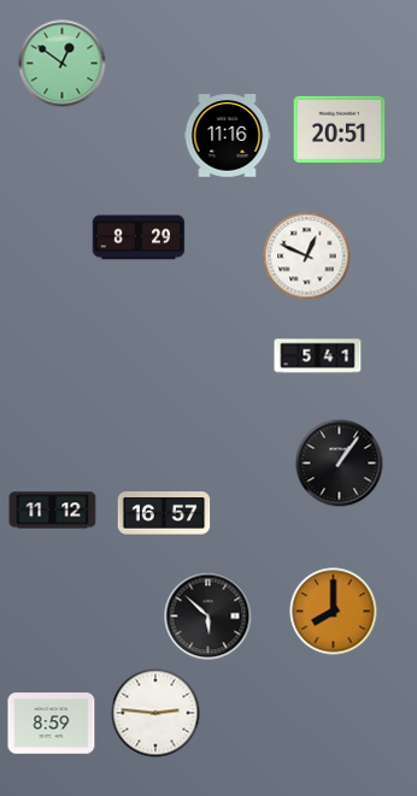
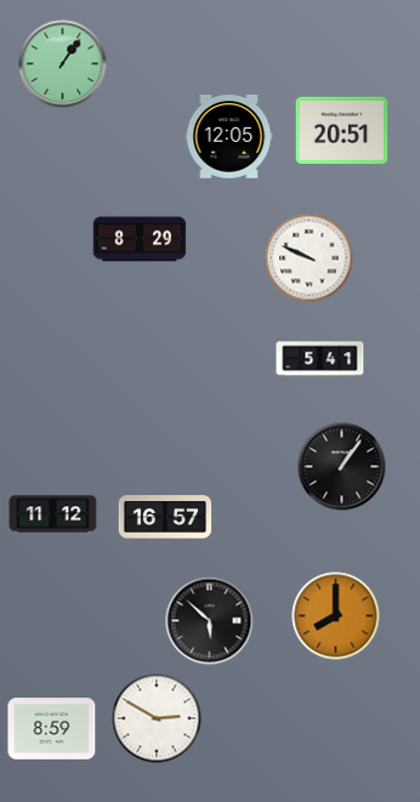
clock at (63, 64): 12:51 -> 1:06
clock at (228, 136): 11:16 -> 12:05
clock at (307, 257): 12:49 -> 9:49
clock at (155, 713): 2:46 -> 2:50
